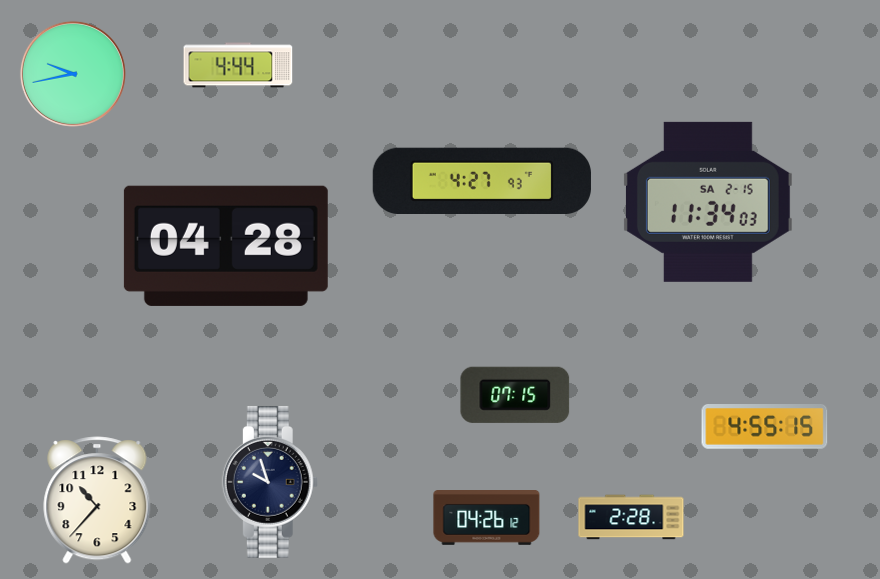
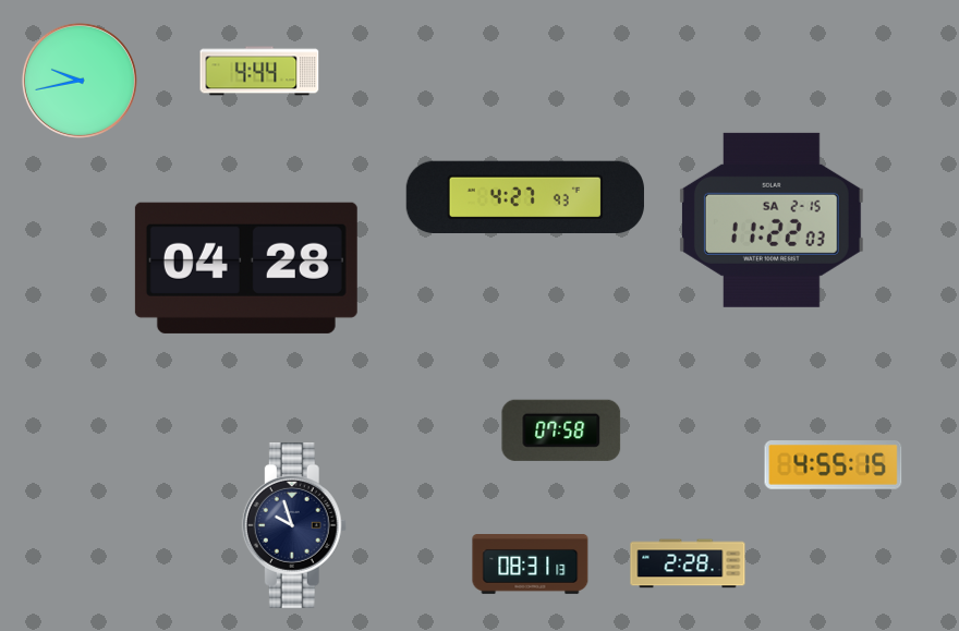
clock at (708, 202): 11:34 -> 11:22
clock at (515, 395): 07:15 -> 07:58
clock at (97, 500): 10:37 -> none
clock at (487, 518): 04:26 -> 08:31
